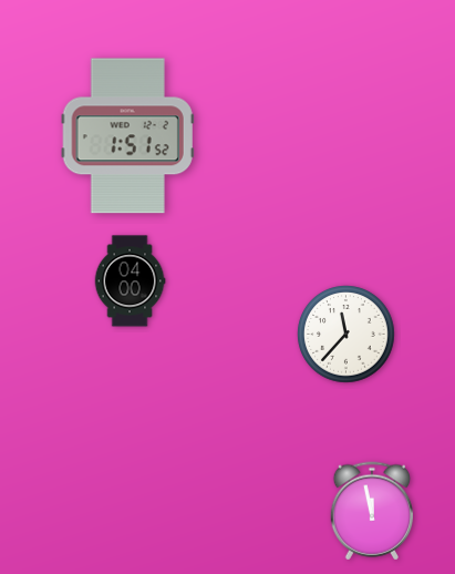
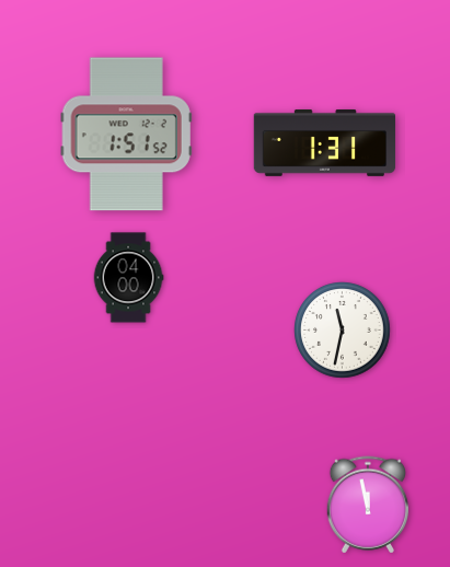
clock at (325, 142): none -> 1:31
clock at (347, 335): 11:37 -> 11:32
